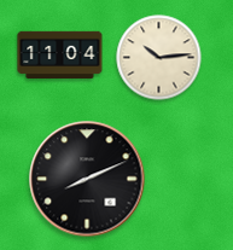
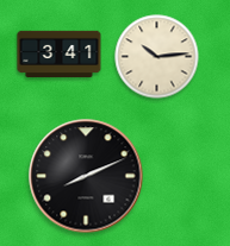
clock at (60, 56): 11:04 -> 3:41
